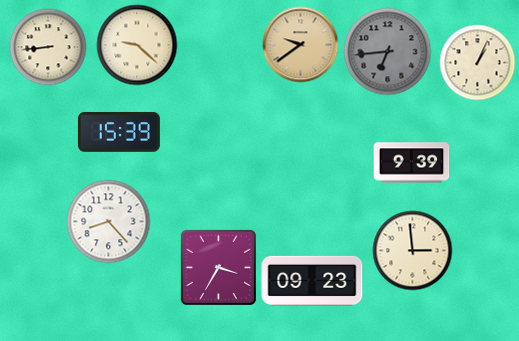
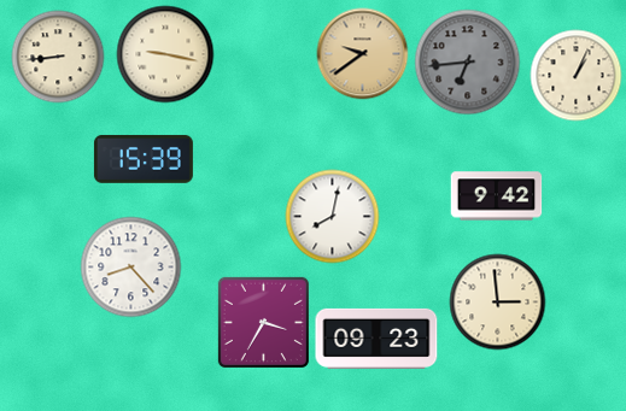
clock at (137, 45): 9:22 -> 9:17
clock at (412, 163): 9:39 -> 9:42
clock at (333, 217): none -> 8:02
